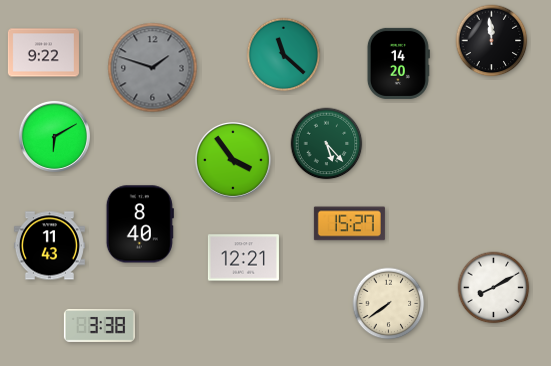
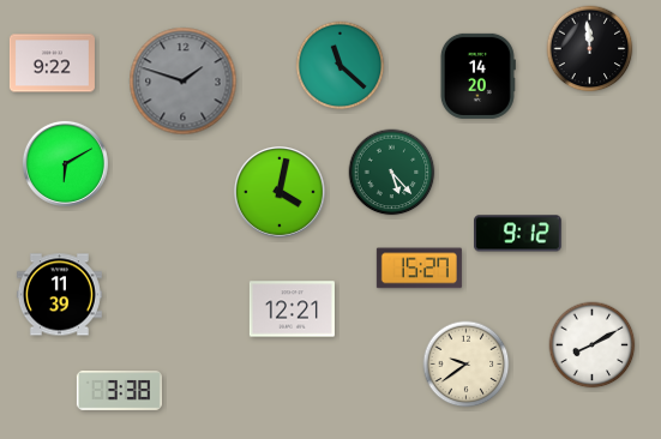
clock at (234, 161): 3:54 -> 4:02
clock at (518, 234): none -> 9:12
clock at (140, 224): 8:40 -> none
clock at (49, 246): 11:43 -> 11:39
clock at (389, 304): 7:39 -> 9:39
